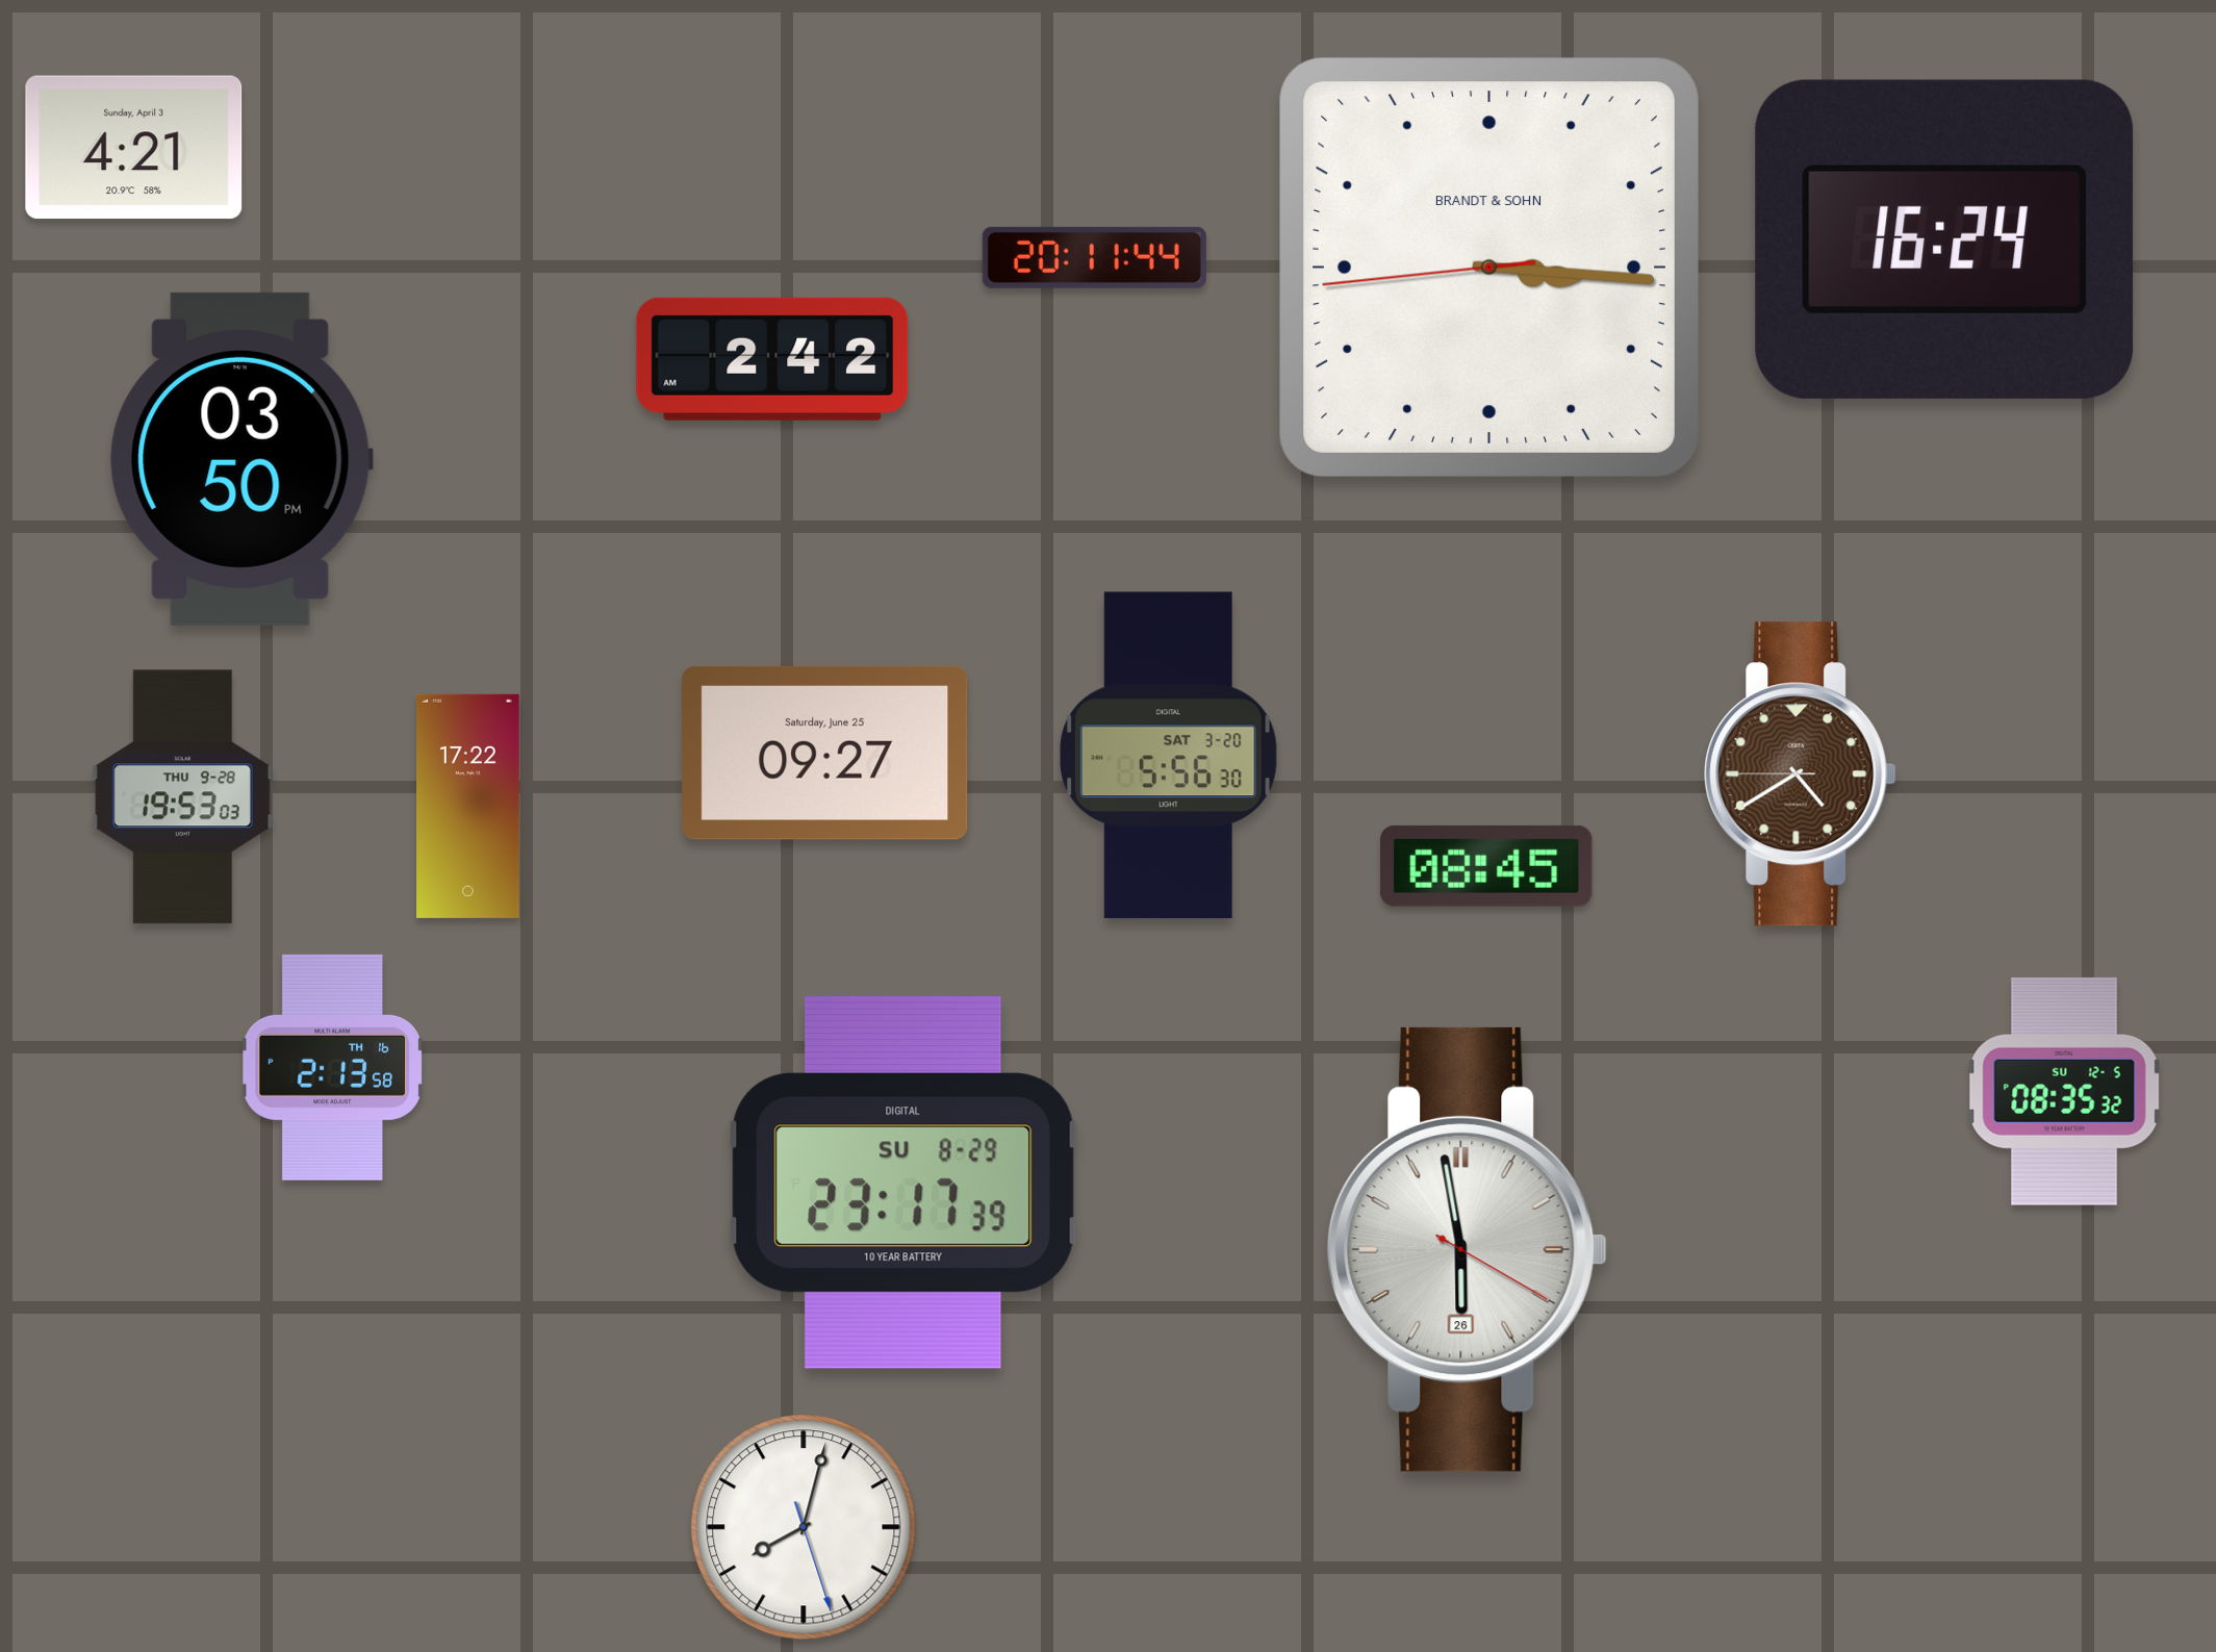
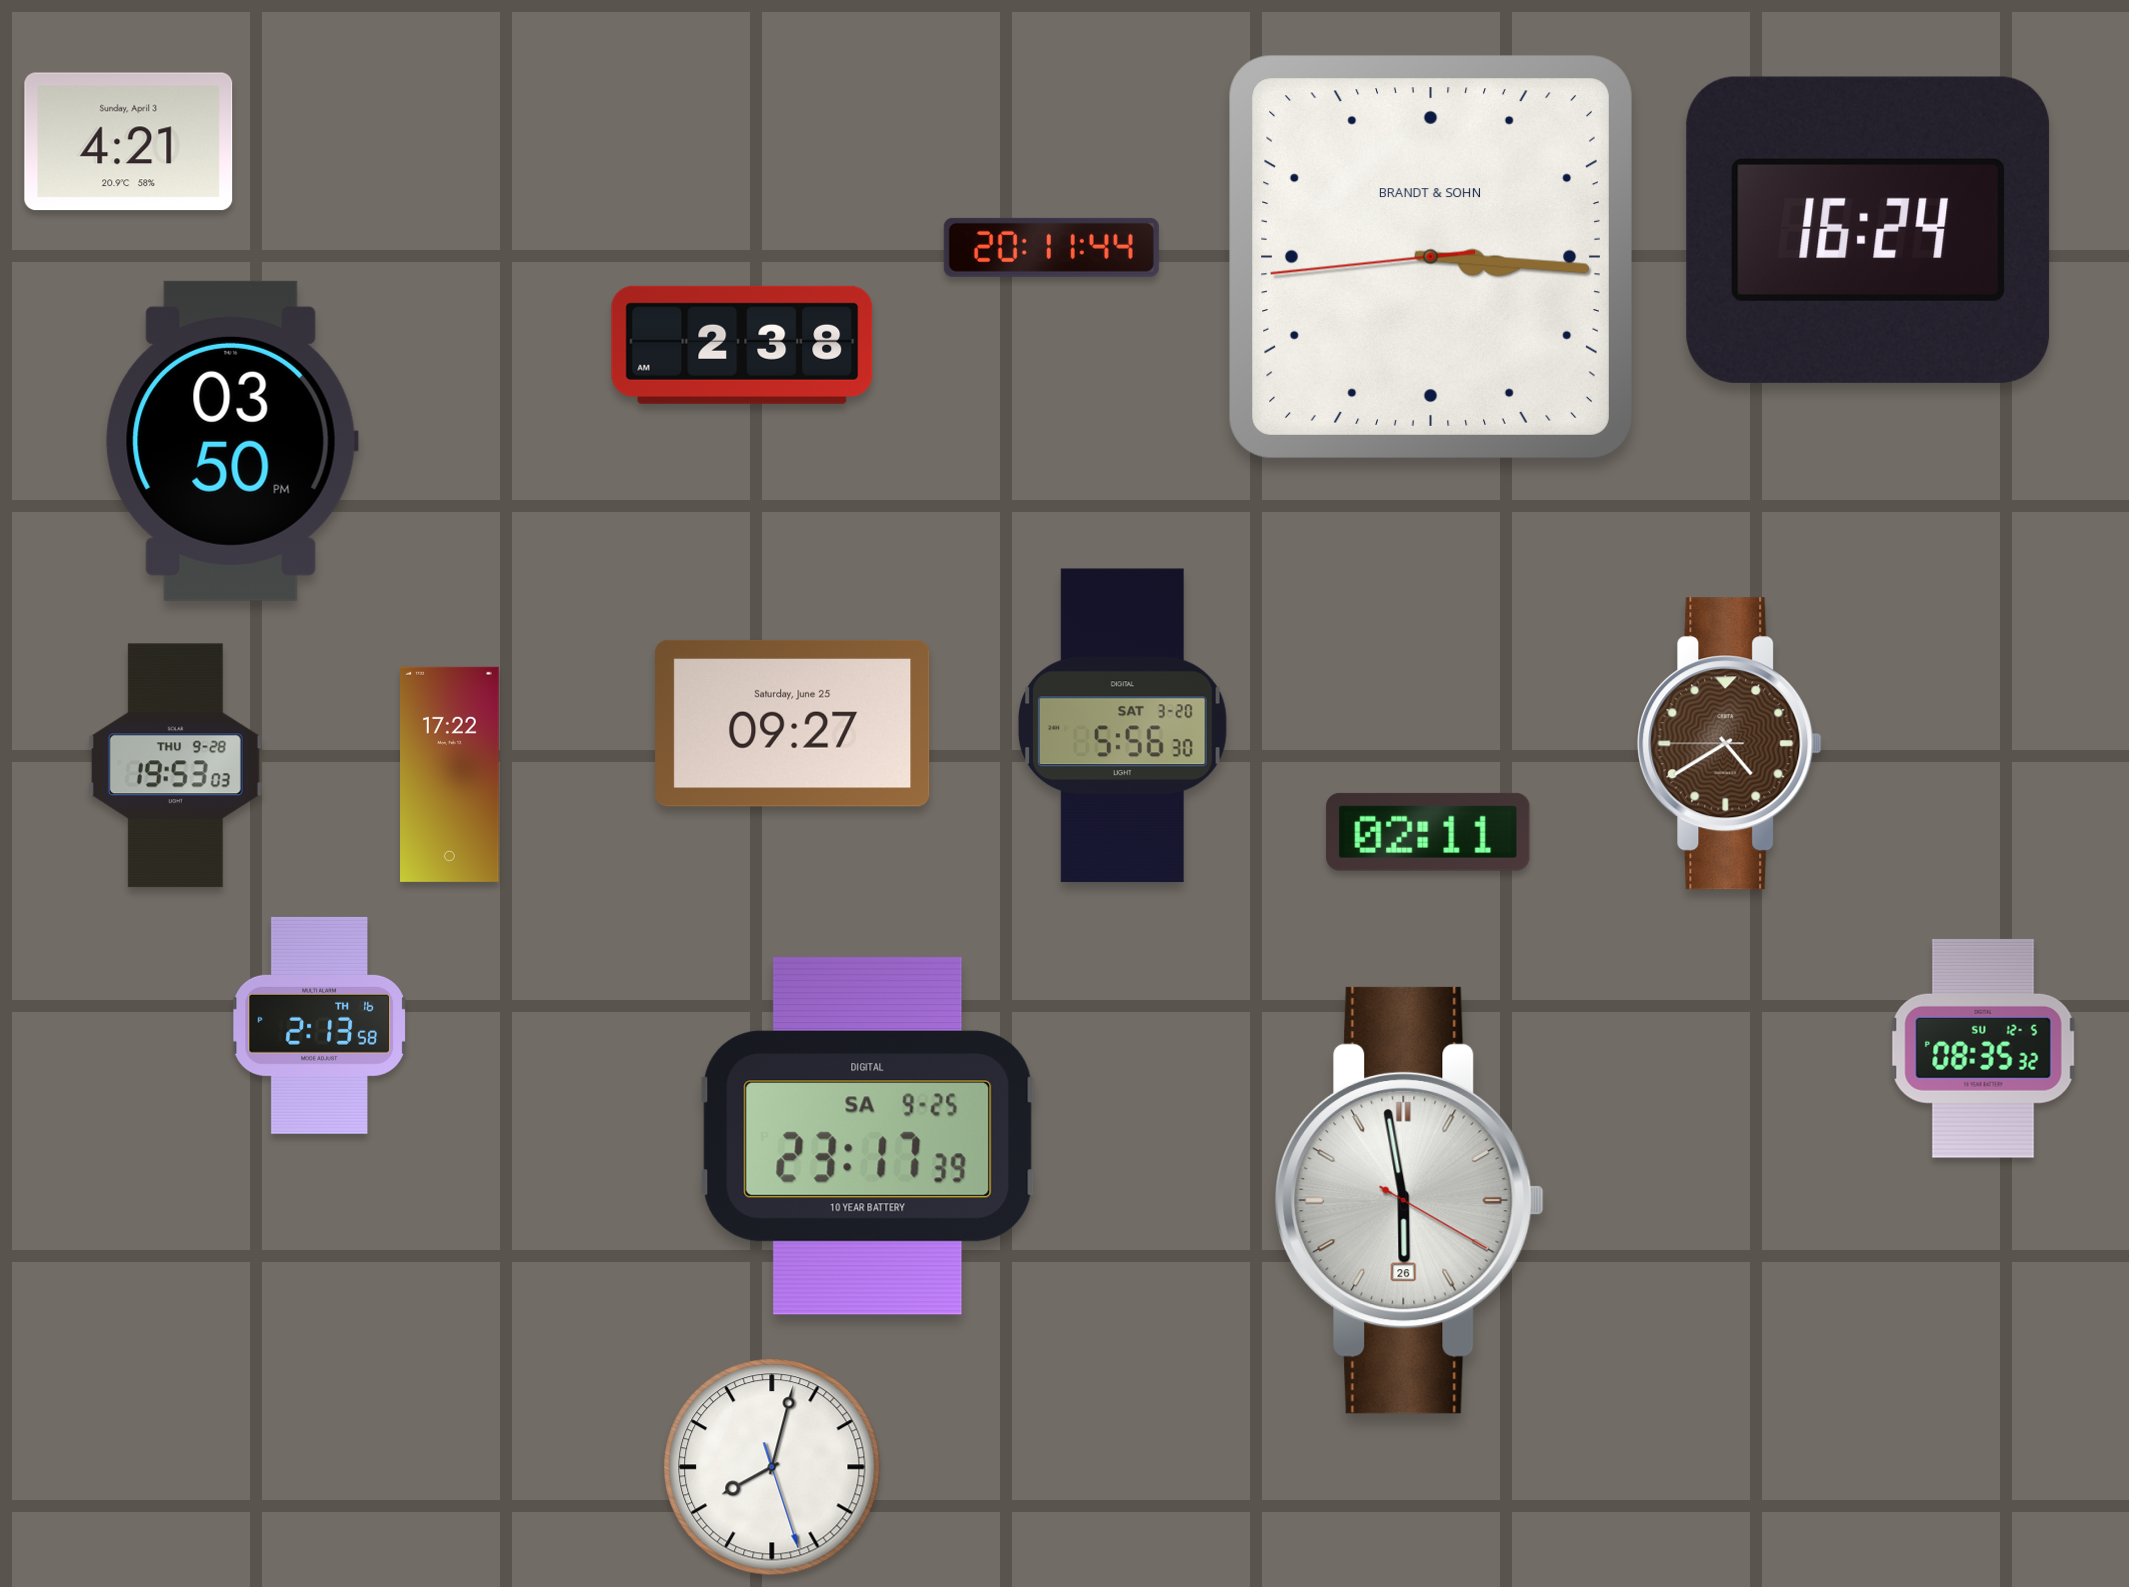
clock at (772, 359): 2:42 -> 2:38
clock at (1486, 866): 08:45 -> 02:11
clock at (903, 1183) date: SU 8-29 -> SA 9-25
